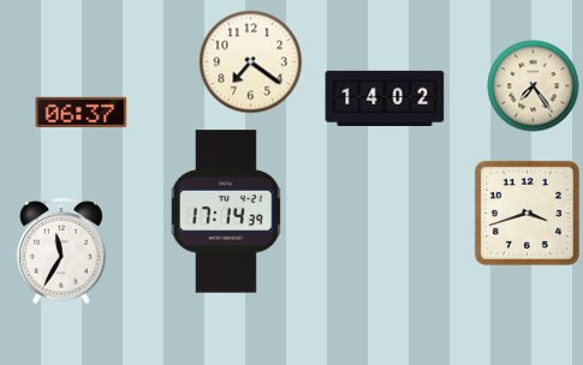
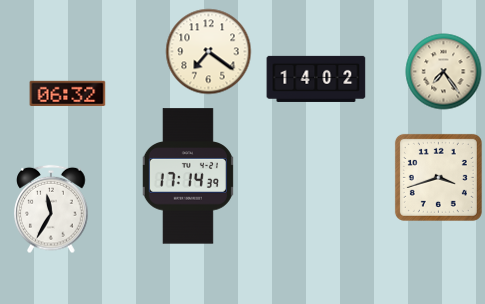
clock at (385, 98) position: (385, 98) -> (316, 79)
clock at (82, 113): 06:37 -> 06:32
